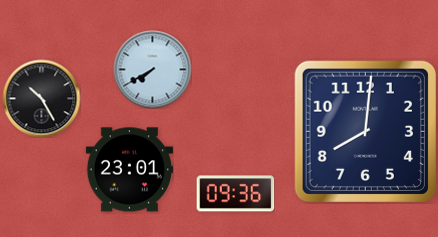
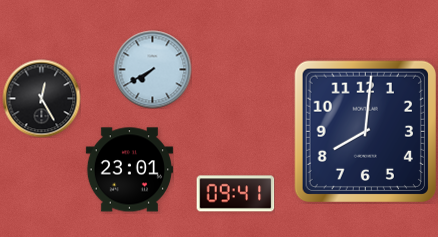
clock at (41, 98): 10:25 -> 12:25
clock at (235, 194): 09:36 -> 09:41
